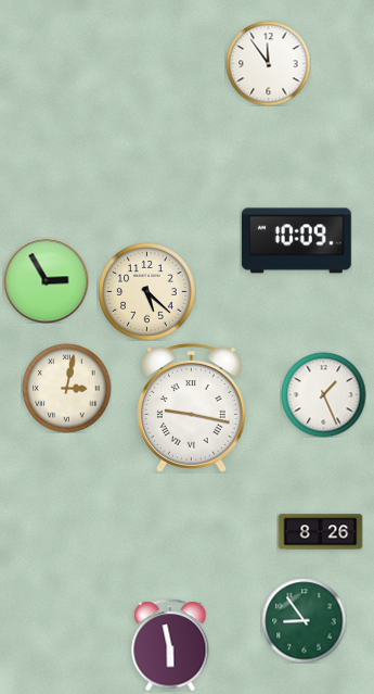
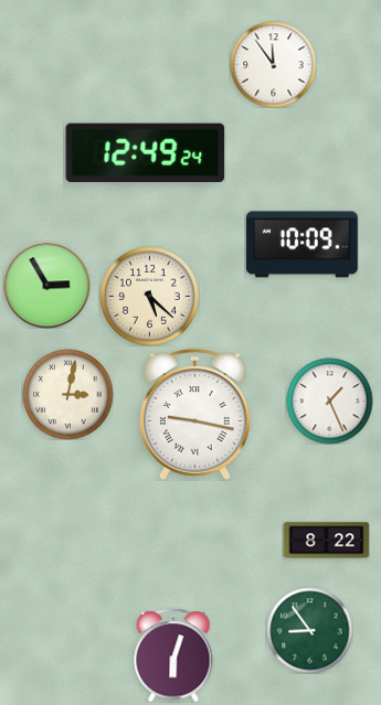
clock at (146, 153): none -> 12:49
clock at (320, 532): 8:26 -> 8:22
clock at (170, 645): 5:58 -> 6:03
